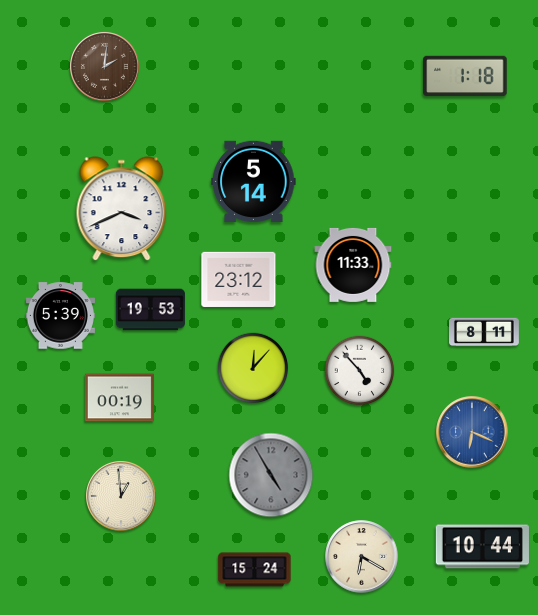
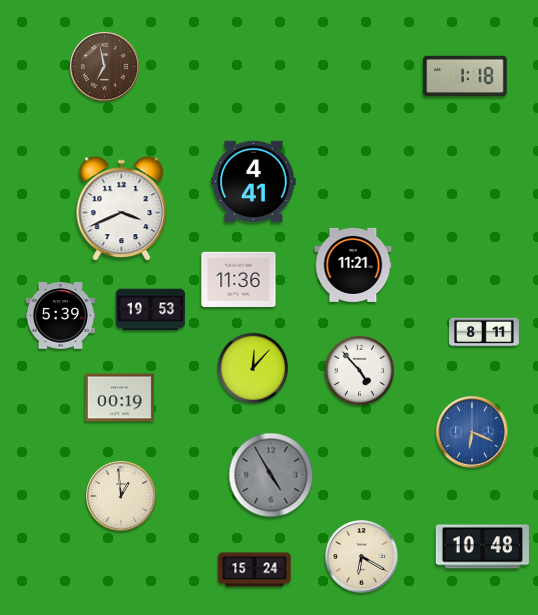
clock at (105, 67): 2:01 -> 6:58
clock at (254, 181): 5:14 -> 4:41
clock at (353, 265): 11:33 -> 11:21
clock at (239, 279): 23:12 -> 11:36
clock at (482, 547): 10:44 -> 10:48
